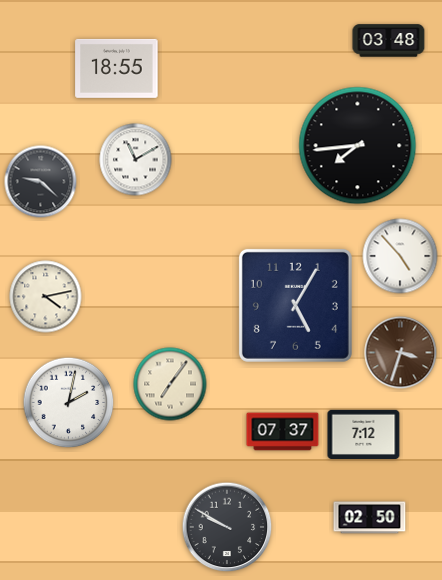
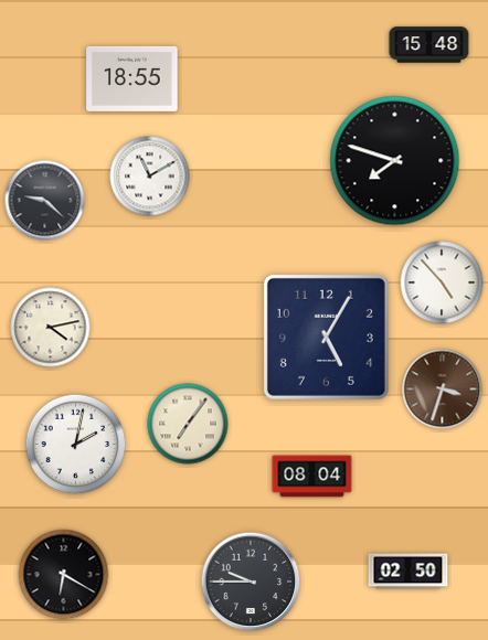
clock at (389, 41): 03:48 -> 15:48
clock at (117, 68) position: (117, 68) -> (132, 78)
clock at (358, 146): 7:44 -> 7:48
clock at (283, 432): 07:37 -> 08:04
clock at (364, 434): 7:12 -> none
clock at (64, 575): none -> 6:20
clock at (227, 527): 9:50 -> 9:45
